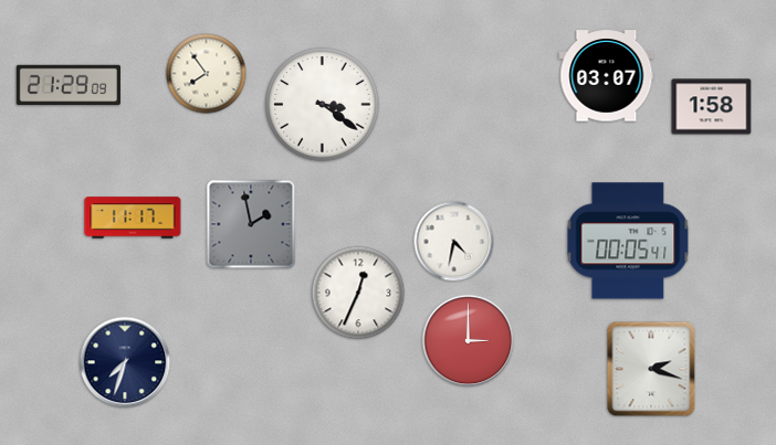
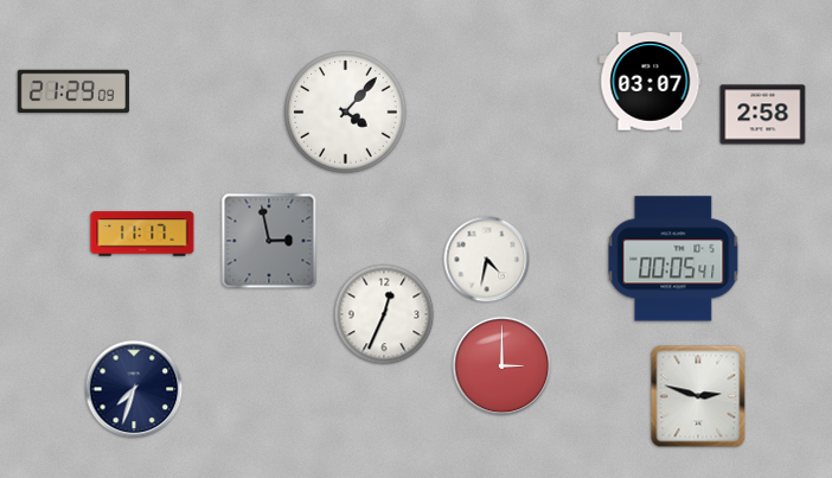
clock at (207, 74): 7:54 -> none
clock at (323, 105): 3:21 -> 4:07
clock at (712, 107): 1:58 -> 2:58
clock at (251, 224): 1:58 -> 2:58
clock at (651, 369): 2:18 -> 2:48
